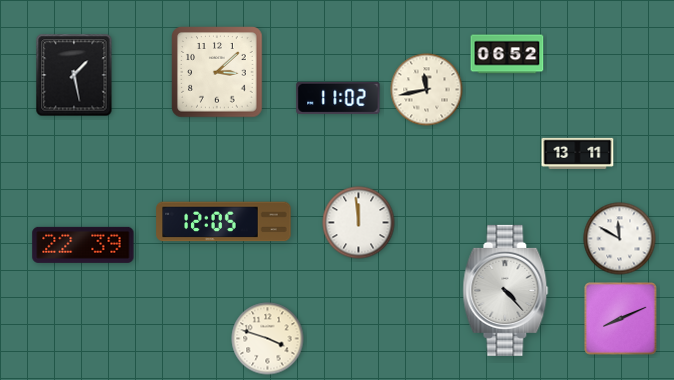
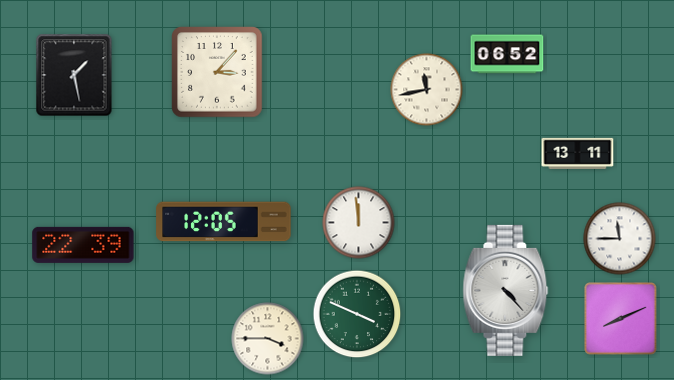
clock at (217, 72): 3:08 -> 3:07
clock at (338, 98): 11:02 -> none
clock at (620, 239): 11:50 -> 11:45
clock at (357, 314): none -> 3:49
clock at (268, 339): 3:48 -> 3:45
